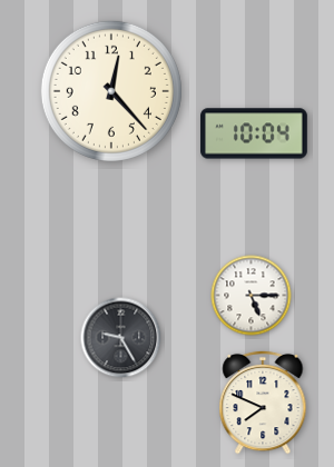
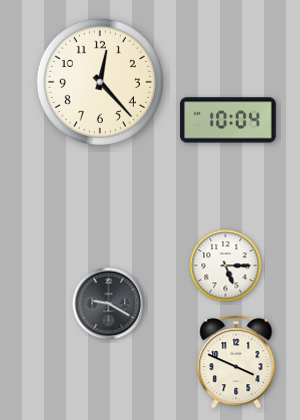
clock at (121, 338): 9:25 -> 9:20
clock at (263, 403): 7:49 -> 3:49
